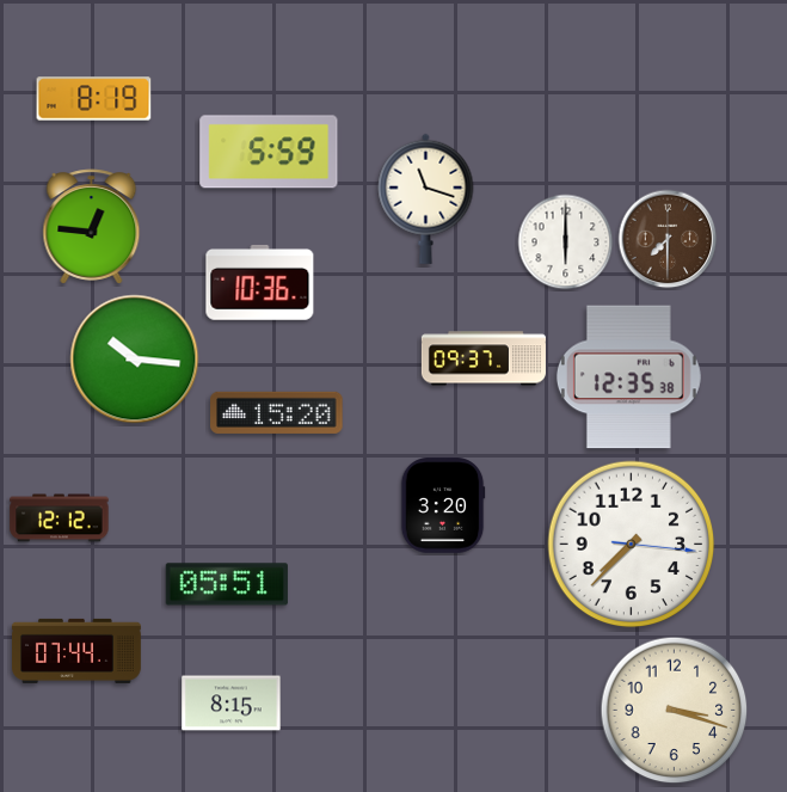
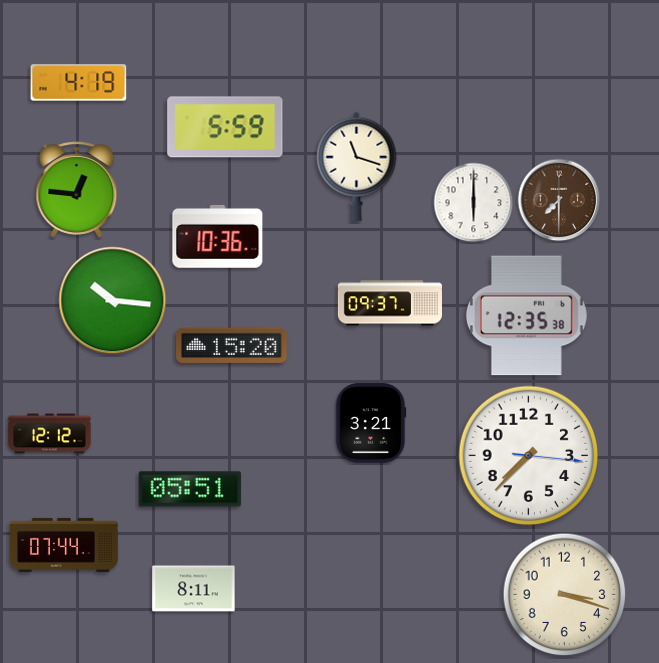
clock at (94, 99): 8:19 -> 4:19
clock at (484, 358) position: (484, 358) -> (390, 303)
clock at (443, 505): 3:20 -> 3:21
clock at (232, 704): 8:15 -> 8:11
